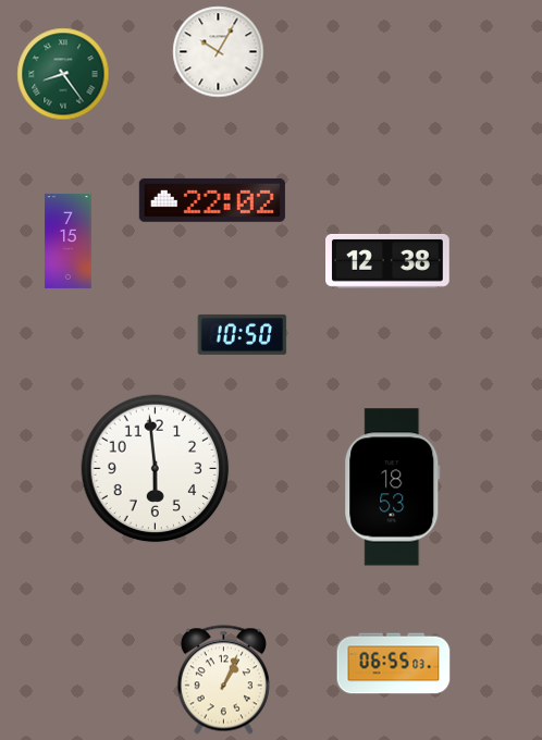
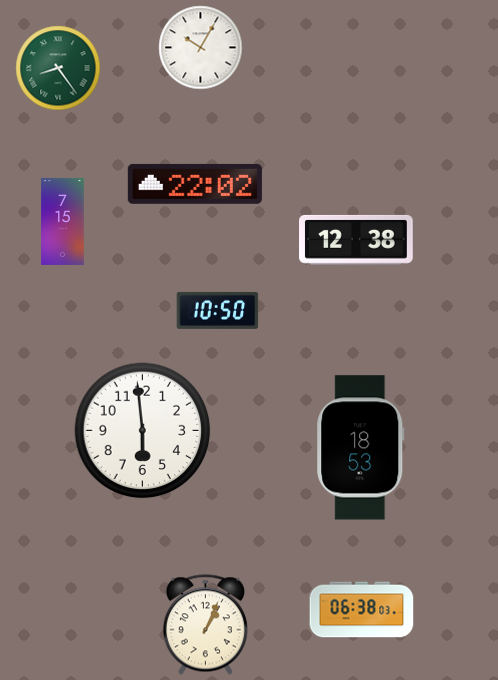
clock at (243, 334) position: (243, 334) -> (218, 310)
clock at (394, 664): 06:55 -> 06:38
